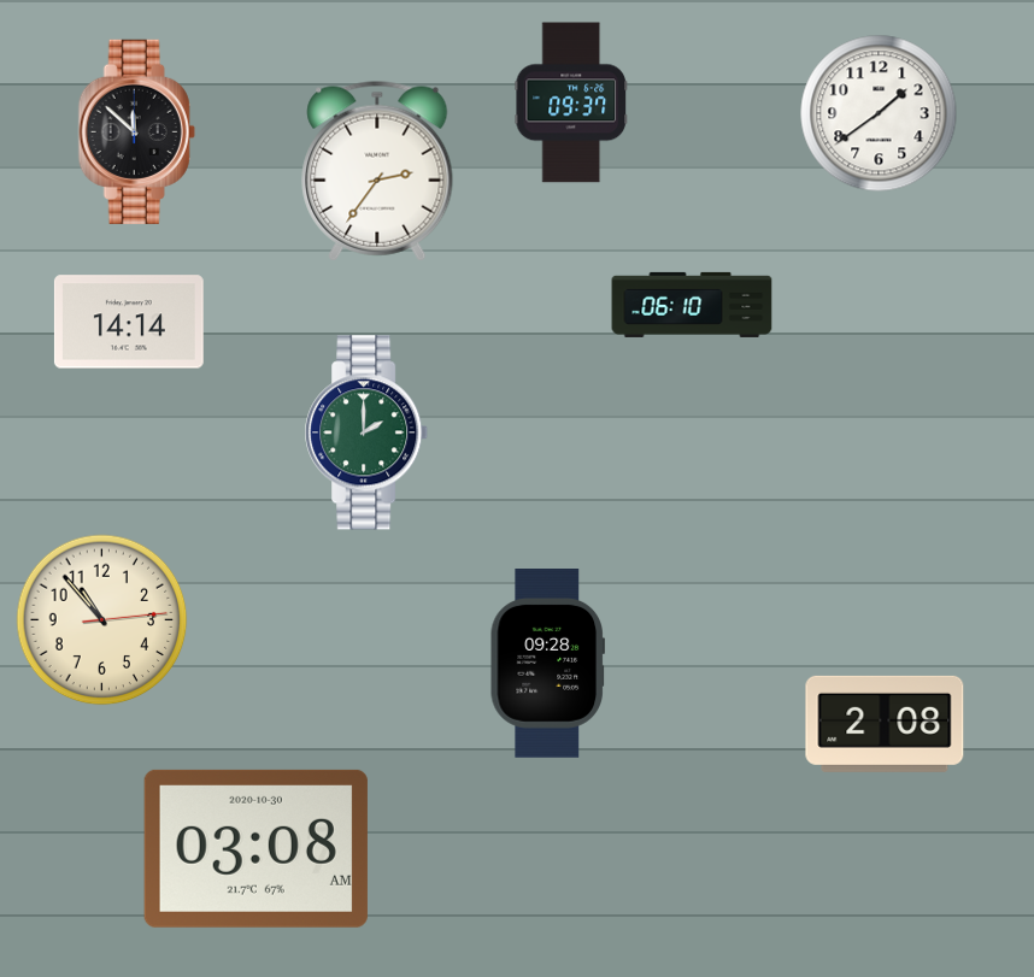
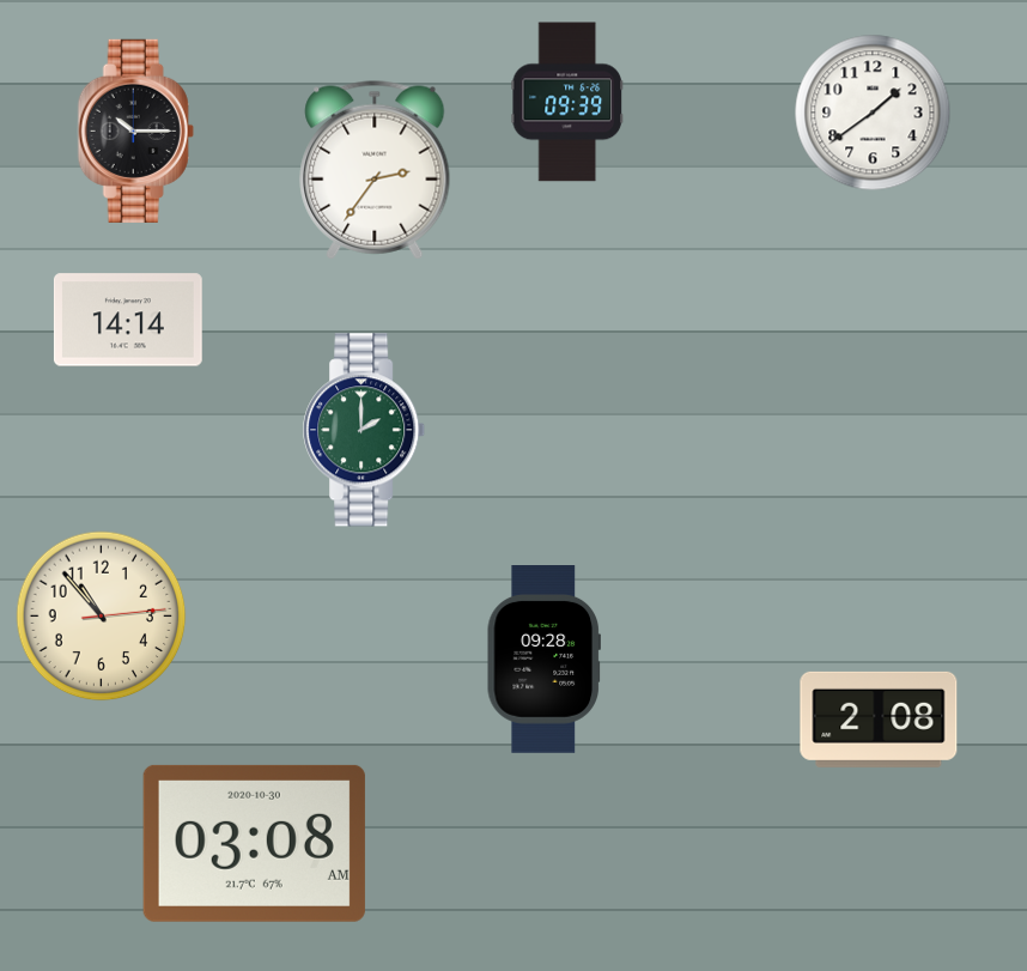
clock at (571, 102): 09:37 -> 09:39
clock at (136, 131): 11:52 -> 10:15
clock at (692, 305): 06:10 -> none
